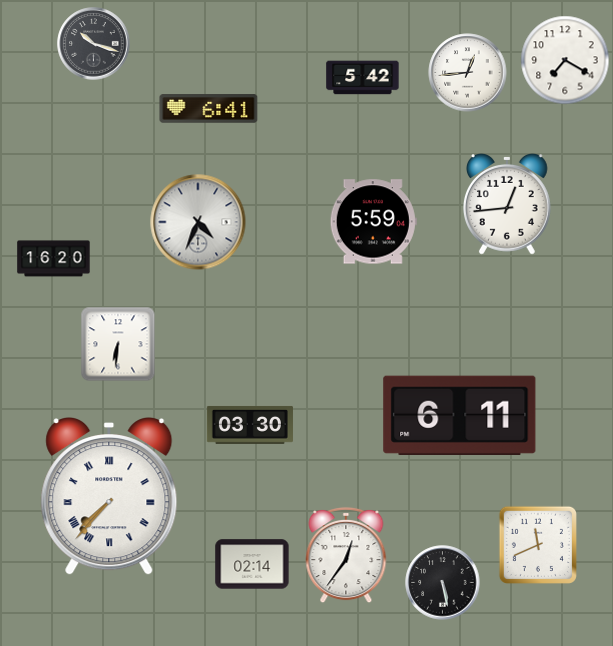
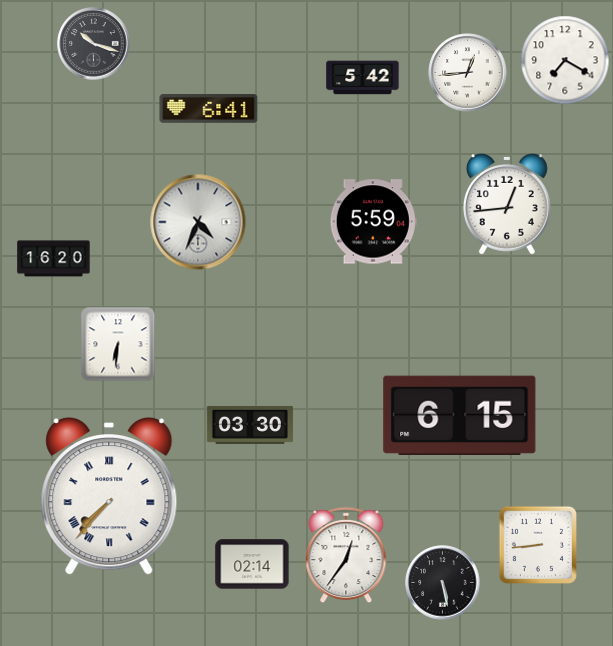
clock at (460, 415): 6:11 -> 6:15
clock at (538, 545): 11:41 -> 8:44
